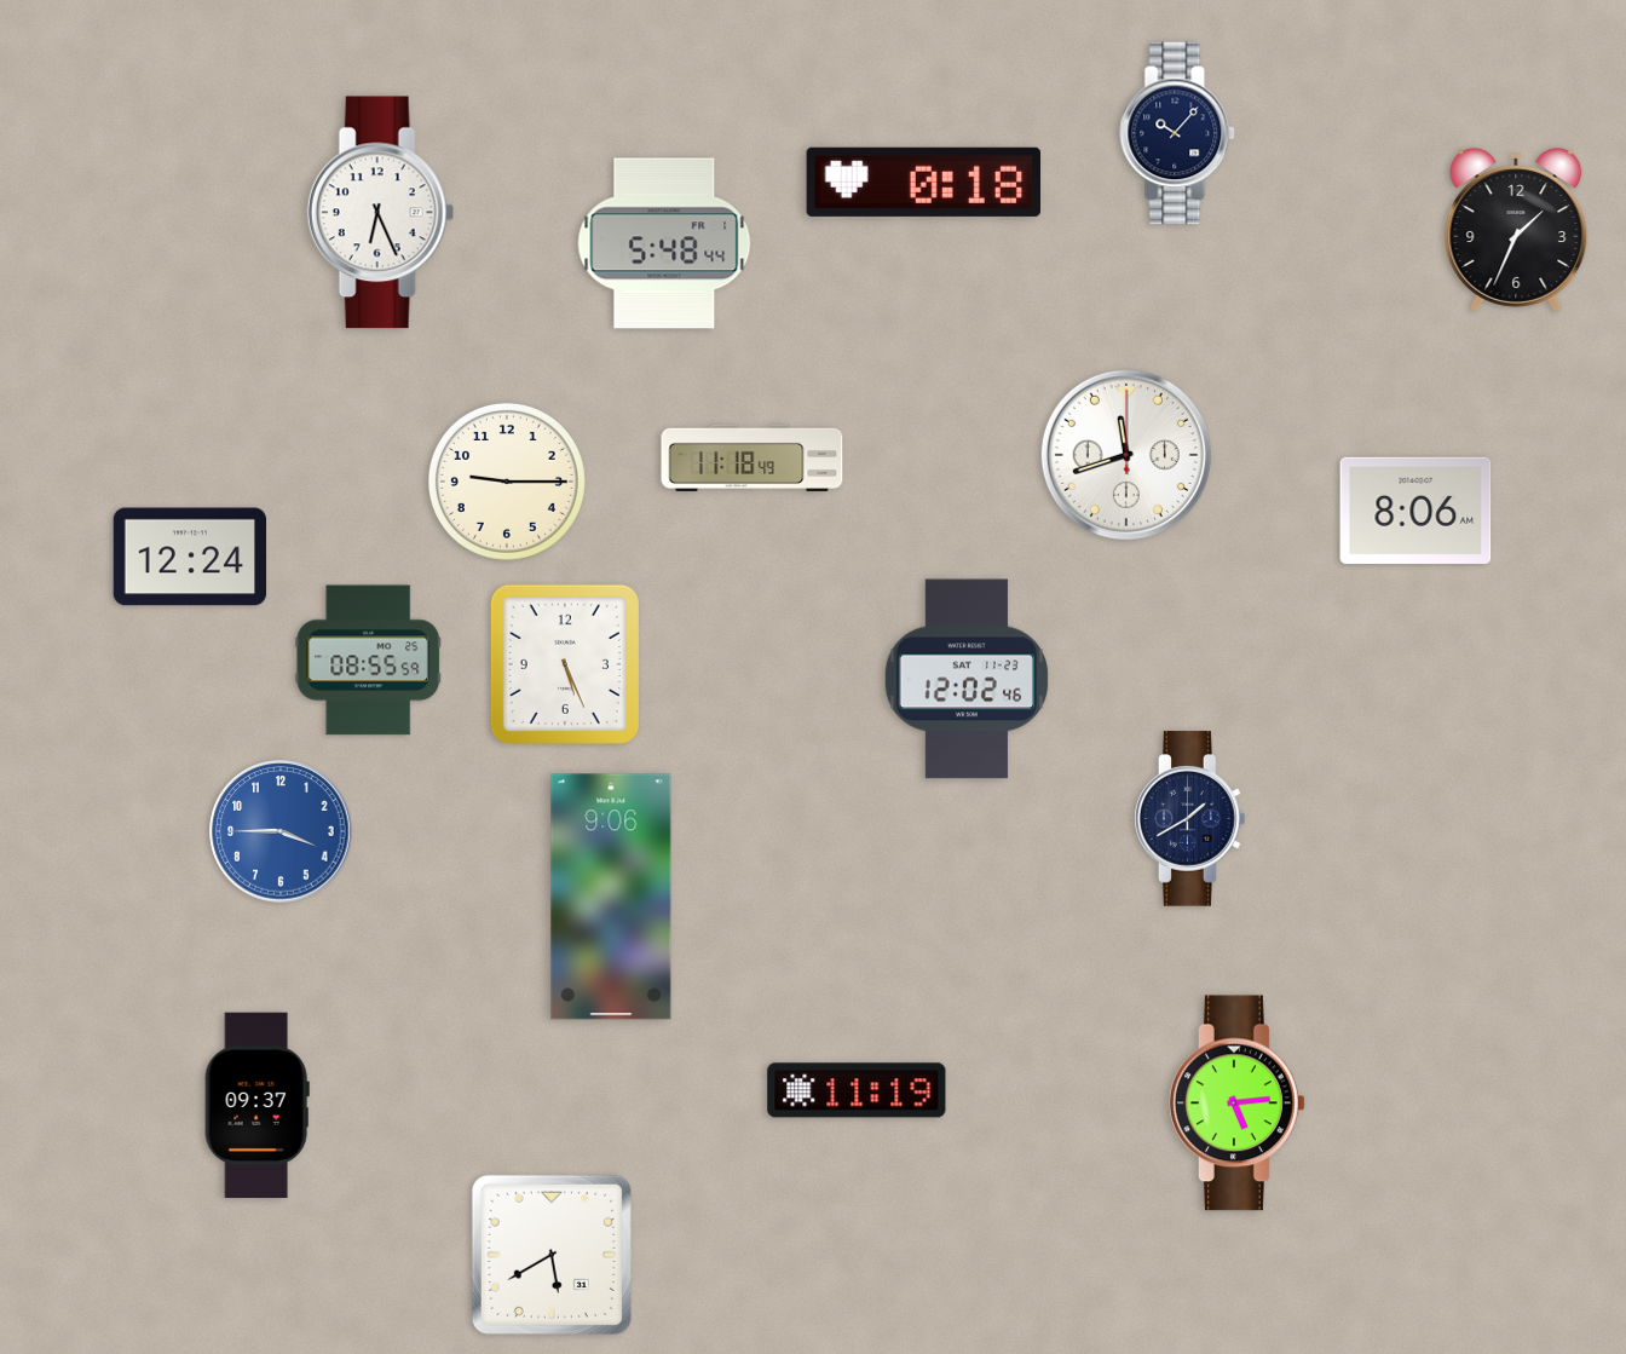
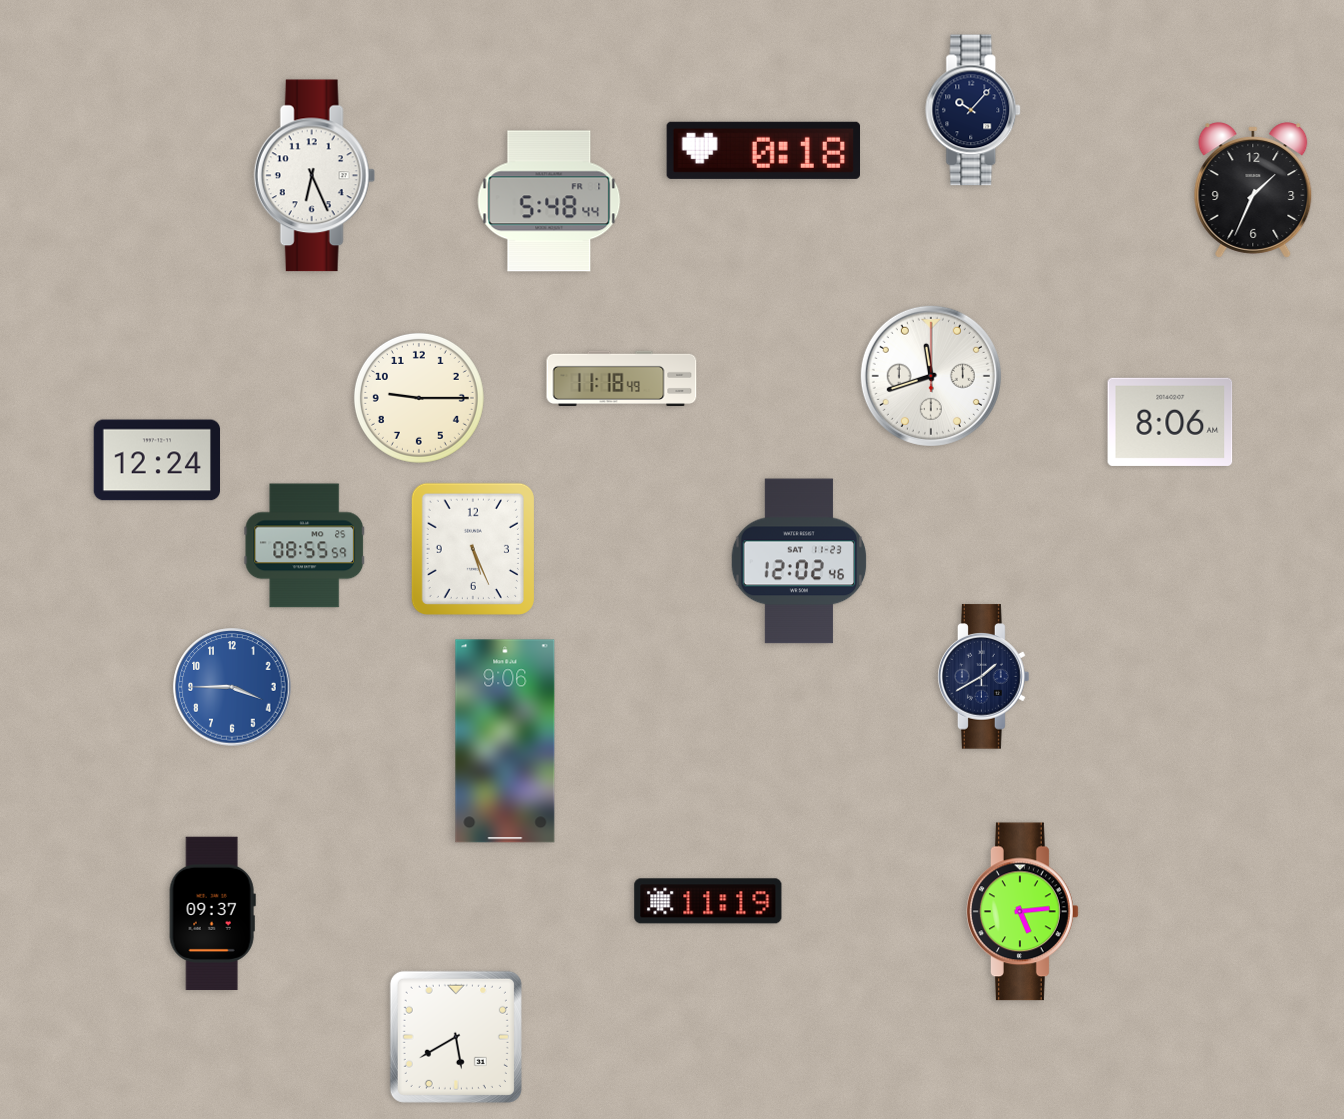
clock at (565, 664) position: (565, 664) -> (473, 549)
